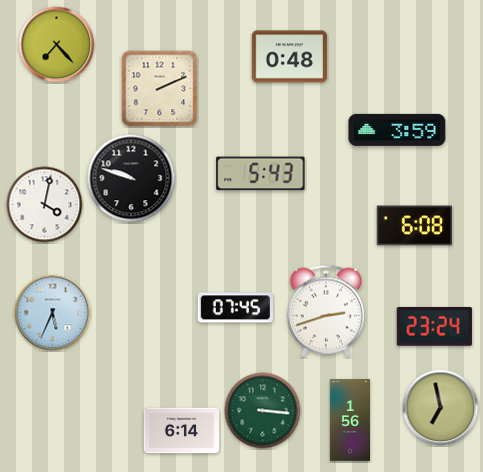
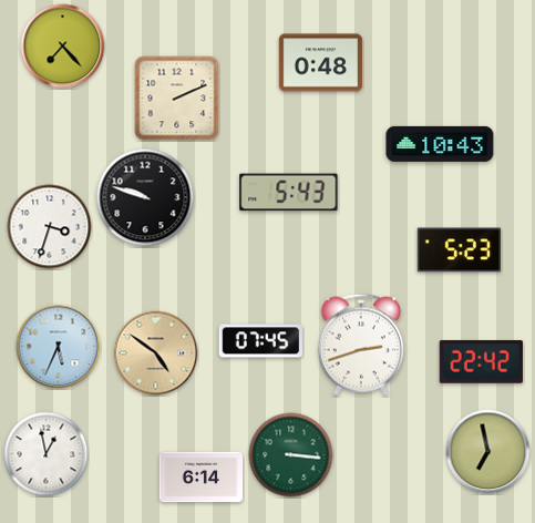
clock at (57, 45) position: (57, 45) -> (63, 47)
clock at (397, 130): 3:59 -> 10:43
clock at (45, 205): 4:02 -> 3:33
clock at (414, 226): 6:08 -> 5:23
clock at (156, 353): none -> 4:51
clock at (434, 326): 23:24 -> 22:42
clock at (47, 454): none -> 12:58
clock at (349, 420): 1:56 -> none
